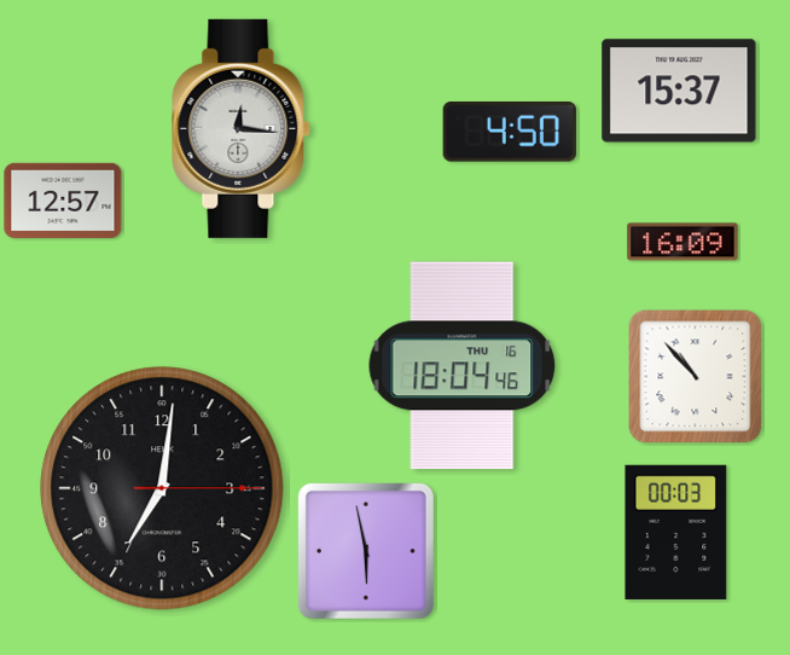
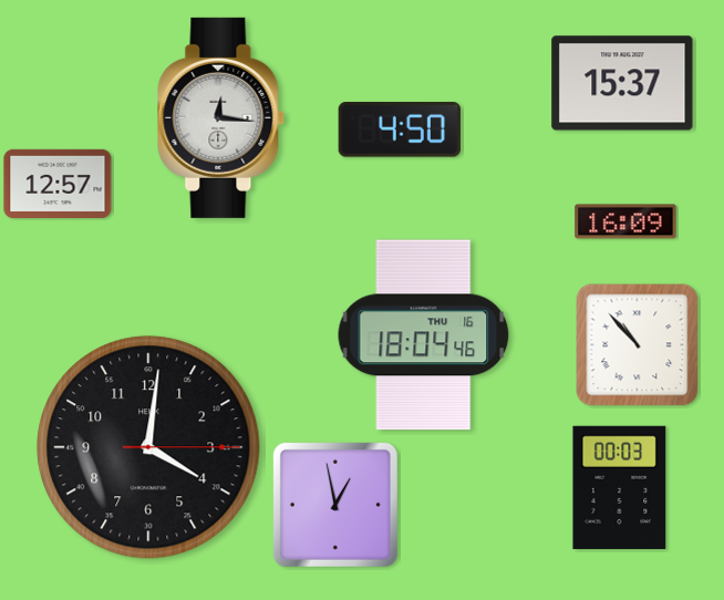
clock at (510, 133) position: (510, 133) -> (400, 131)
clock at (162, 488): 7:01 -> 4:01
clock at (366, 551): 5:58 -> 12:58
